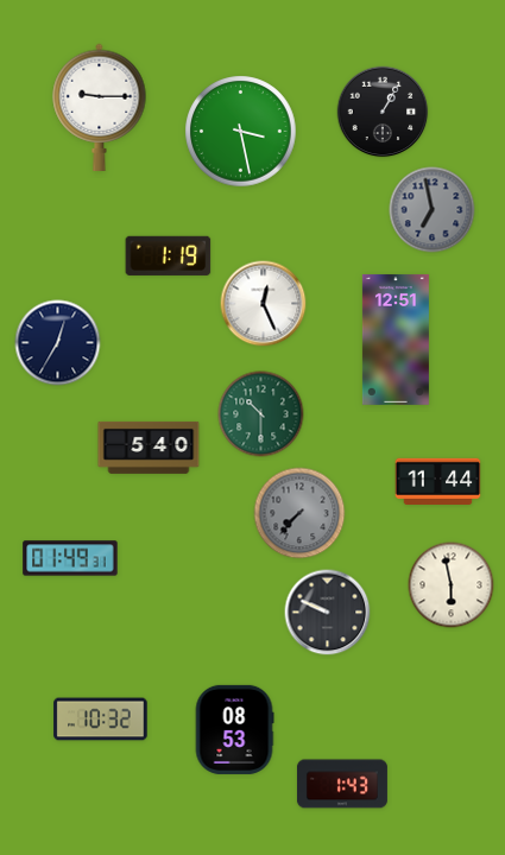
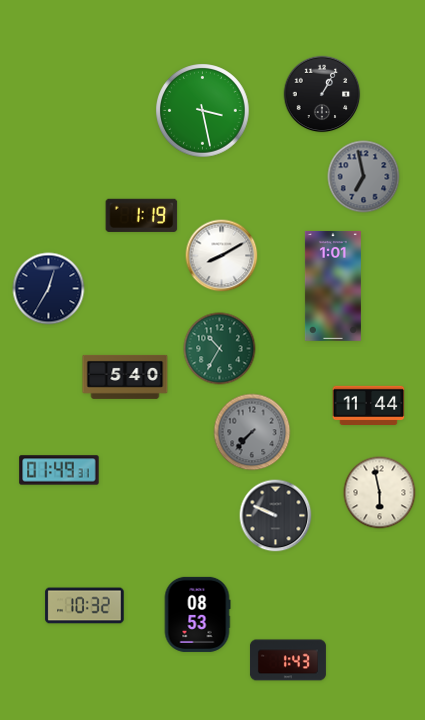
clock at (100, 107): 9:15 -> none
clock at (264, 304): 12:26 -> 8:10
clock at (396, 340): 12:51 -> 1:01
clock at (261, 414): 10:30 -> 10:35
